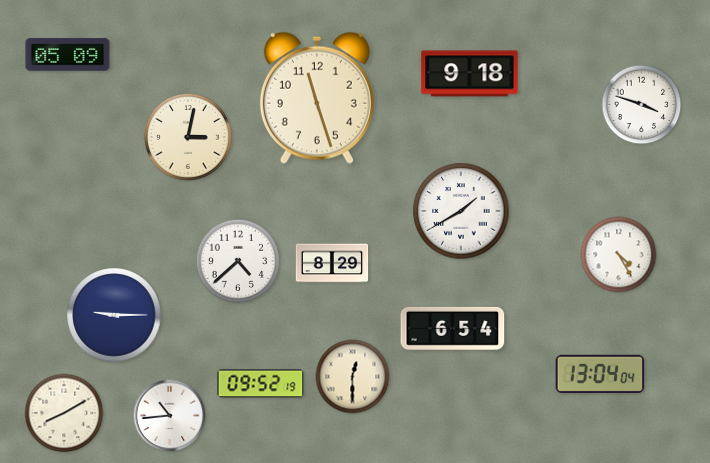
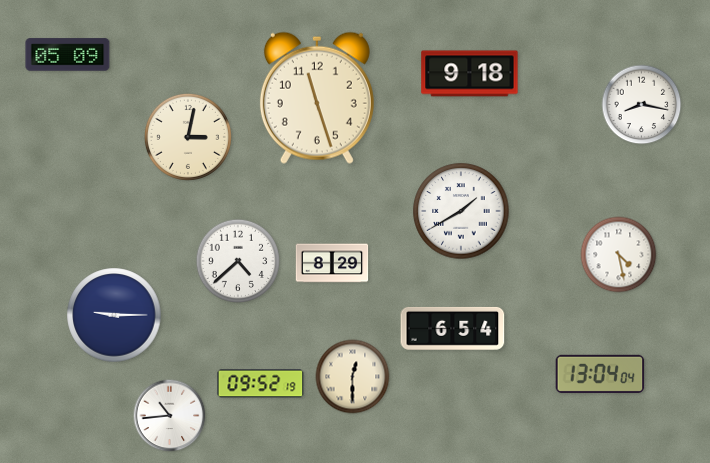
clock at (642, 105): 3:48 -> 8:17
clock at (619, 255): 4:25 -> 4:28
clock at (64, 413): 8:10 -> none
